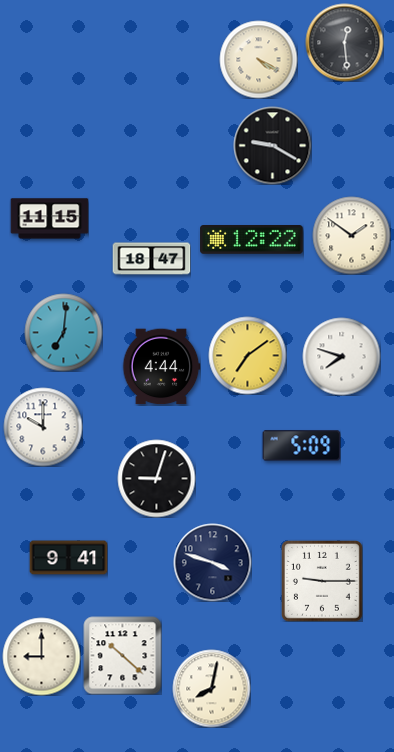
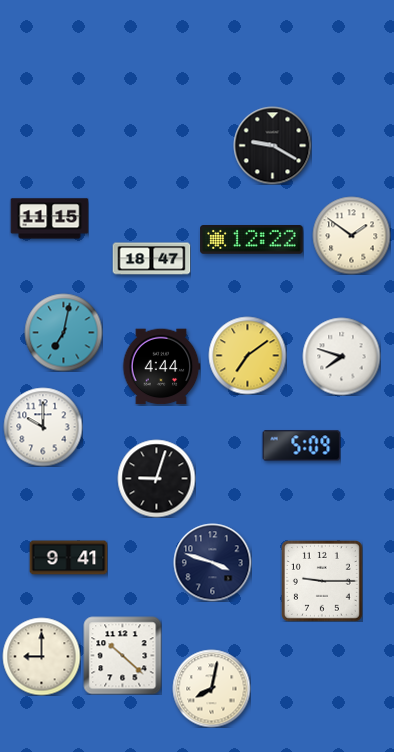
clock at (344, 42): 12:29 -> none
clock at (258, 59): 4:20 -> none
clock at (63, 332): 7:01 -> 7:02
